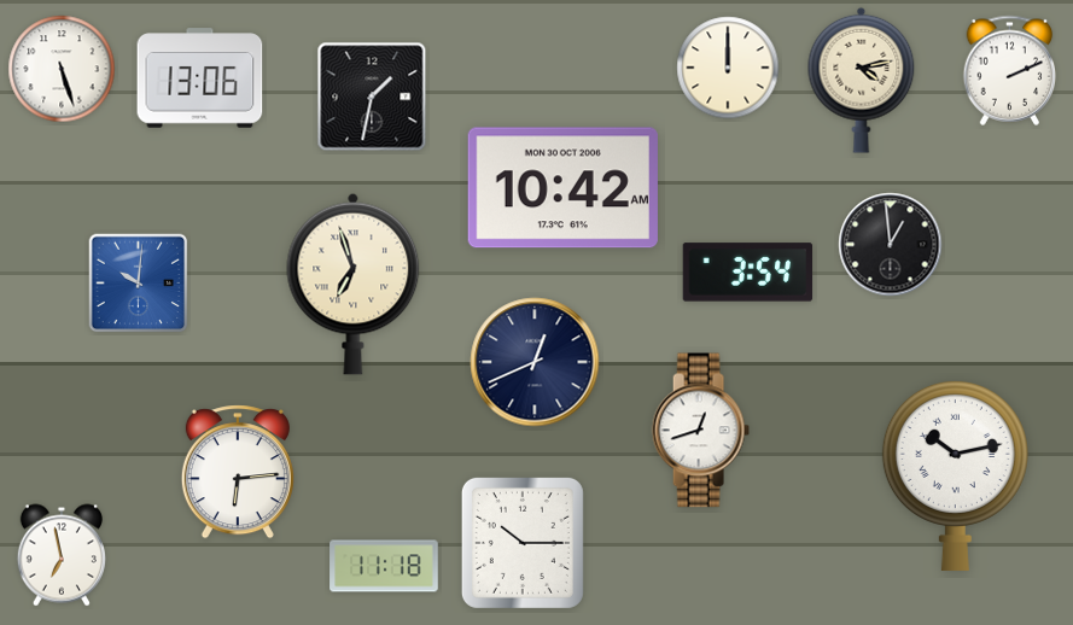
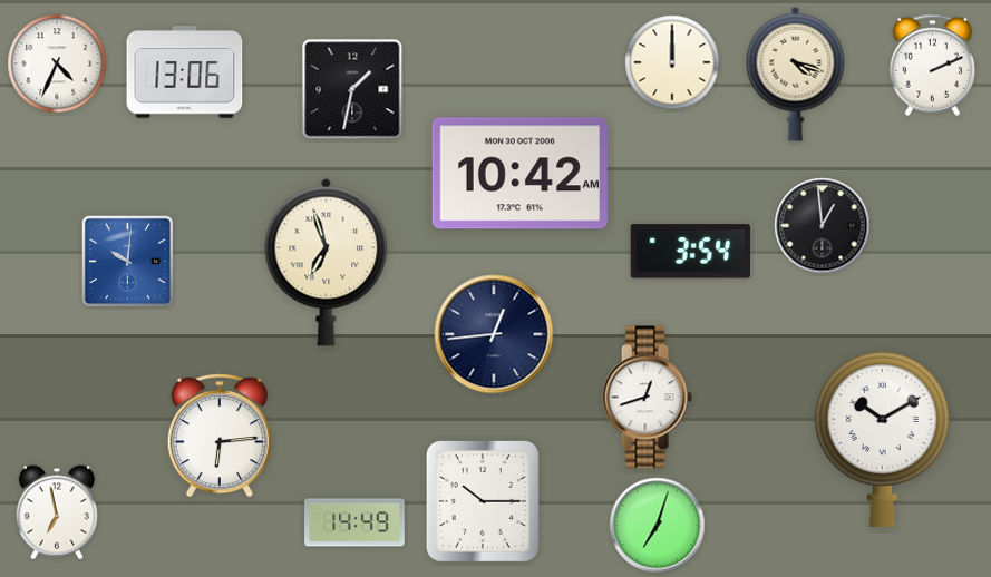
clock at (62, 69): 5:27 -> 4:34
clock at (862, 80): 4:13 -> 4:18
clock at (372, 97) position: (372, 97) -> (352, 89)
clock at (535, 362): 12:41 -> 12:44
clock at (955, 475): 10:13 -> 10:10
clock at (384, 566): 11:18 -> 14:49
clock at (658, 526): none -> 7:03
